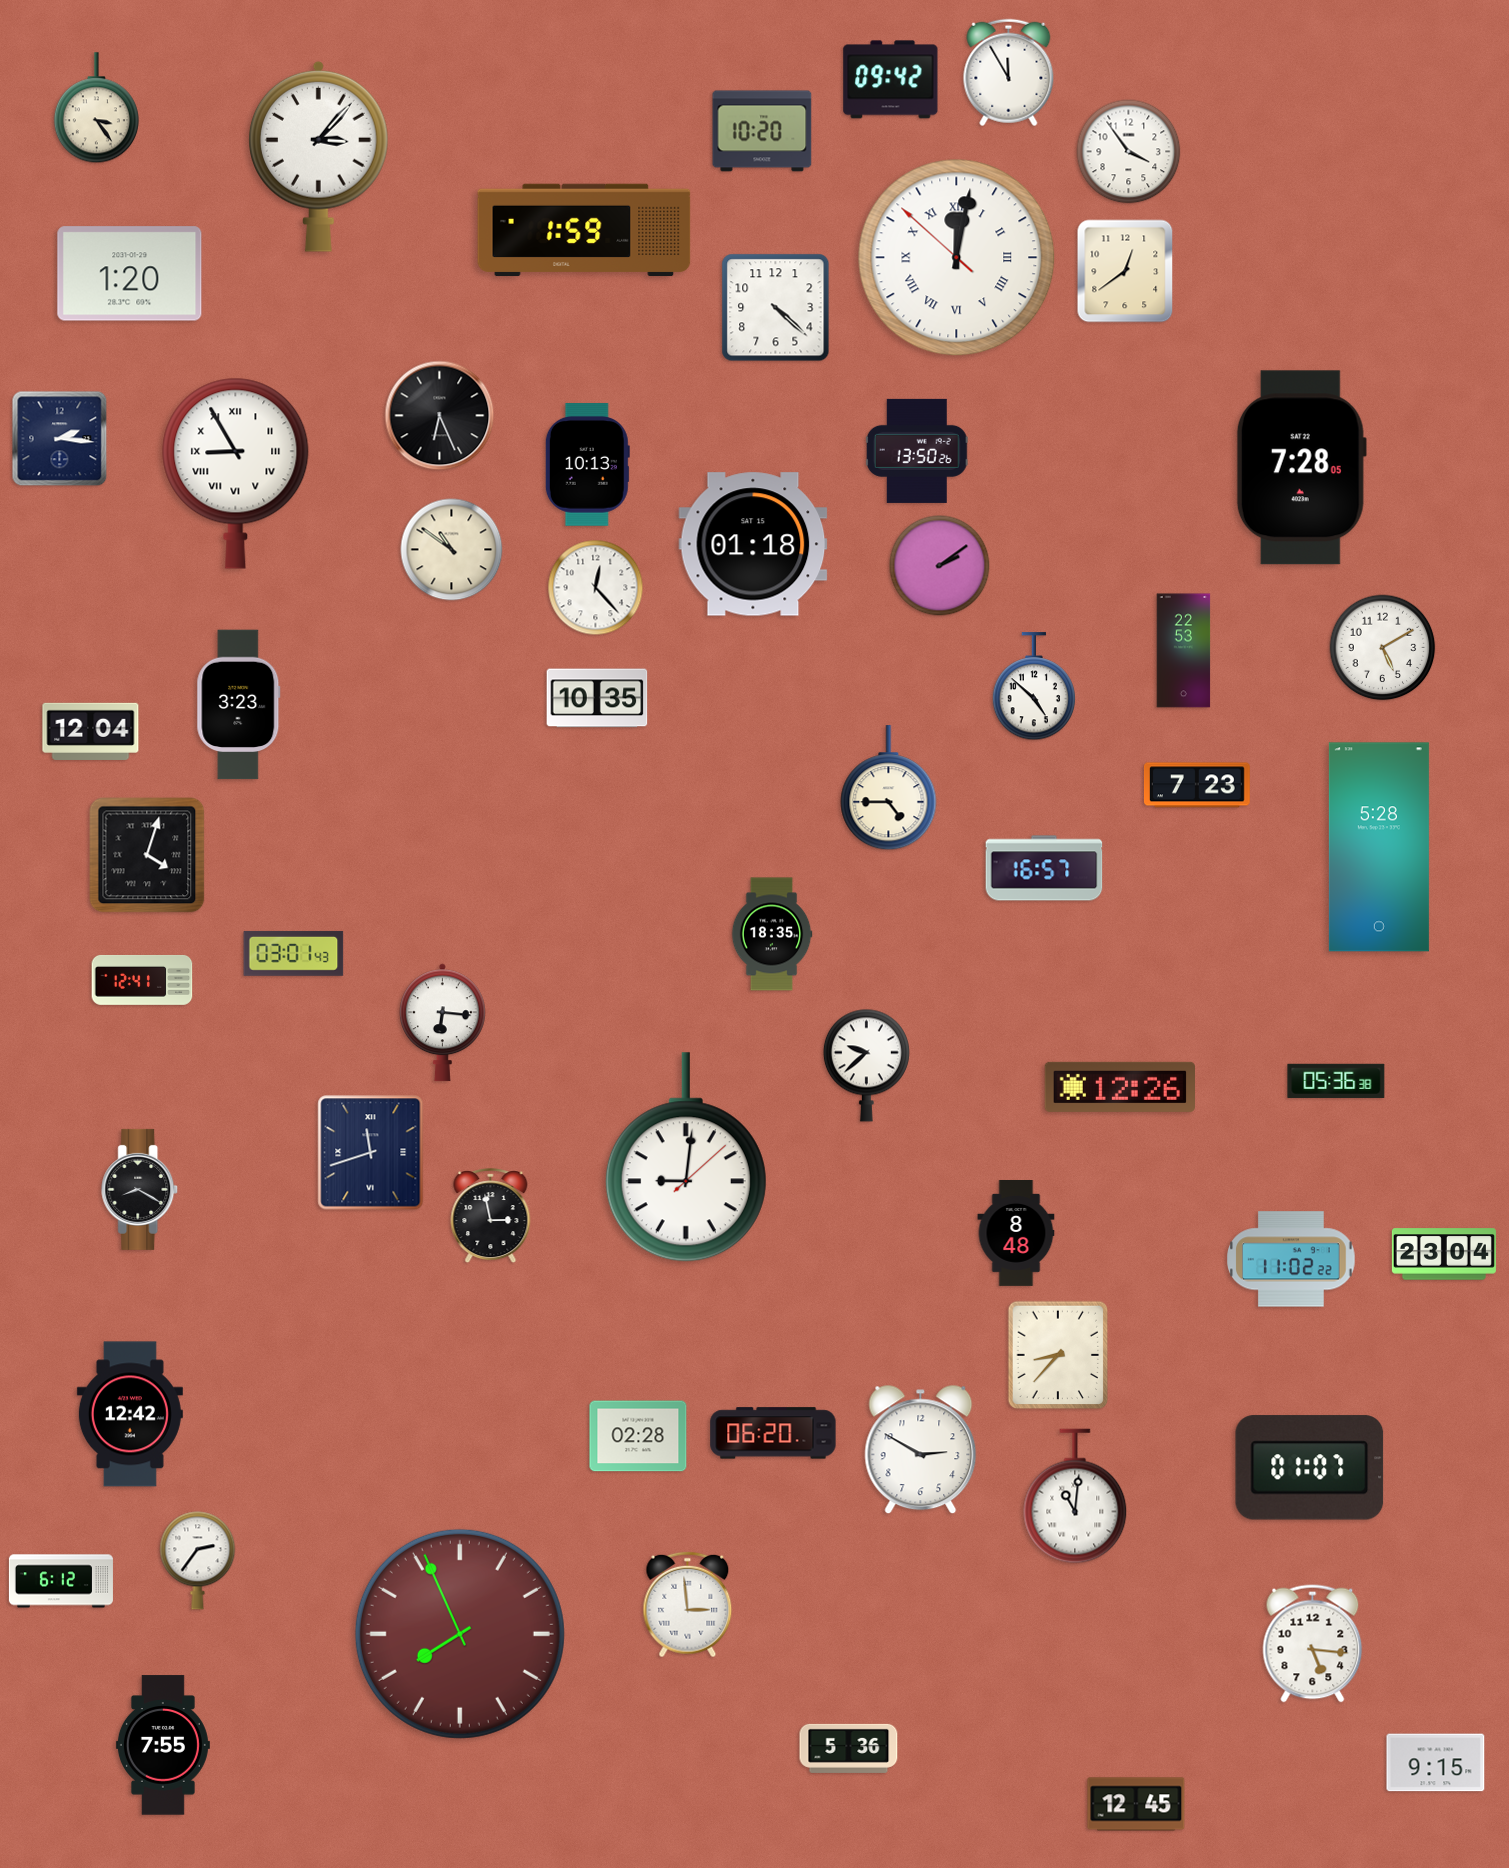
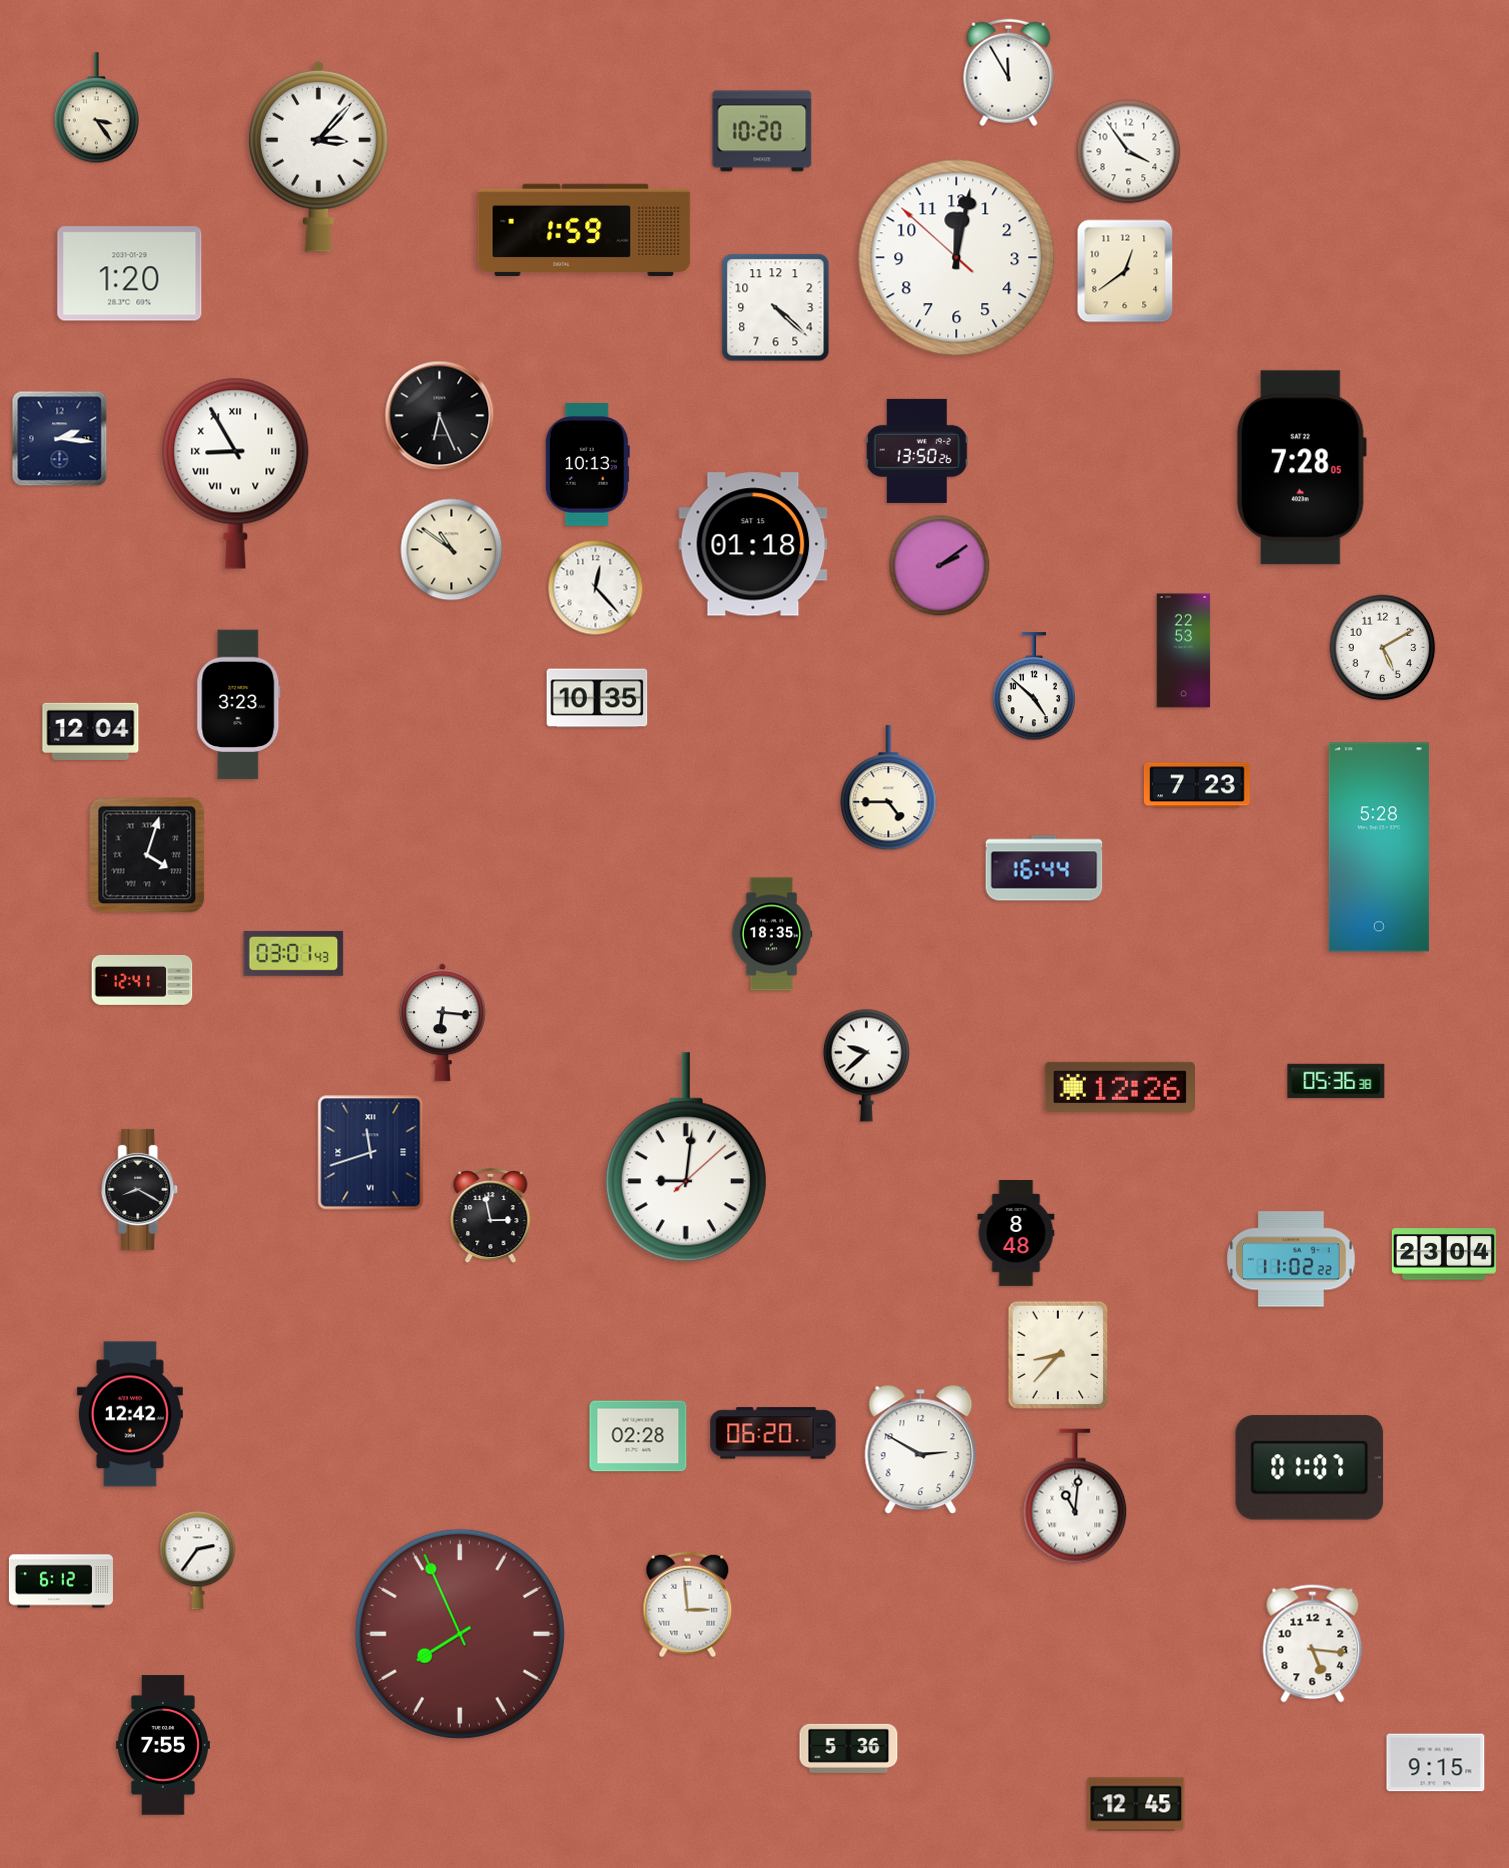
clock at (891, 80): 09:42 -> none
clock at (957, 258) numerals: Roman -> Arabic
clock at (1044, 868): 16:57 -> 16:44
